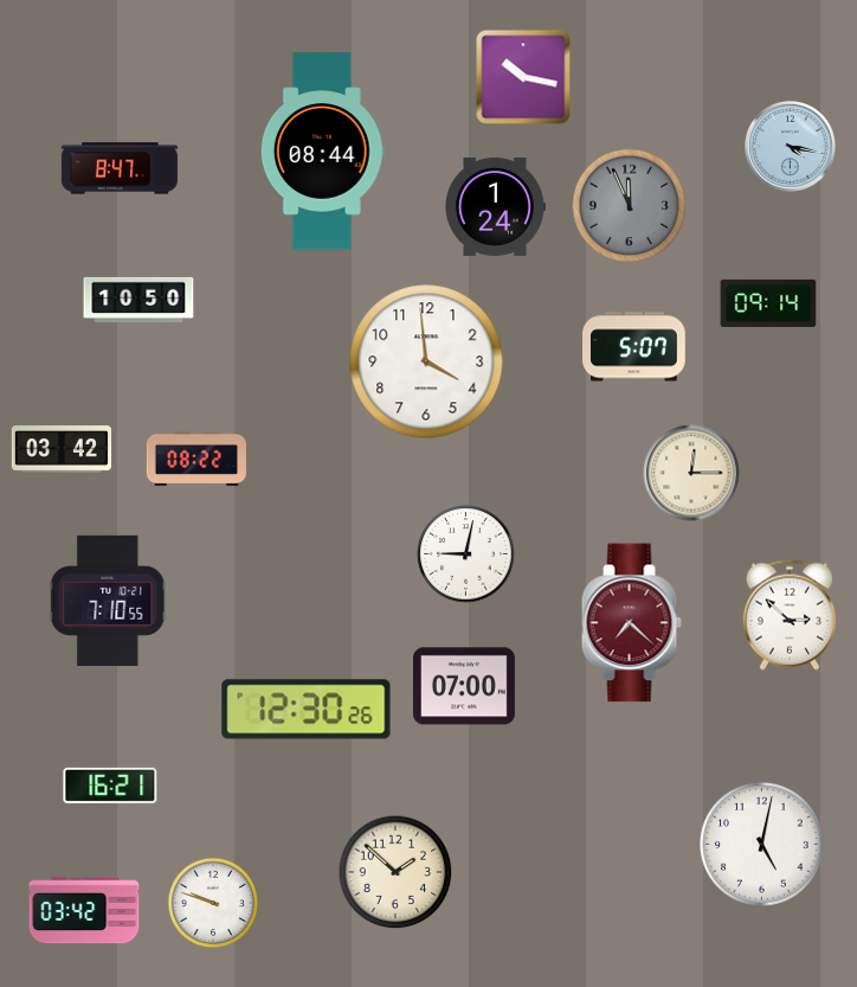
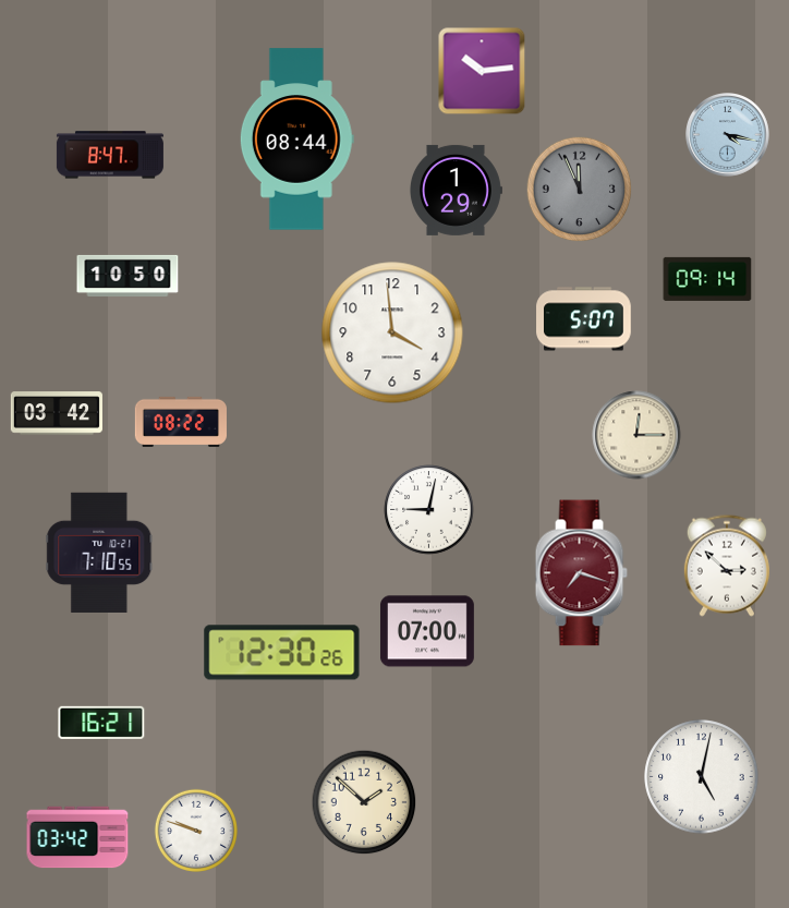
clock at (523, 77): 10:17 -> 10:14
clock at (495, 206): 1:24 -> 1:29
clock at (631, 623): 7:22 -> 7:18
